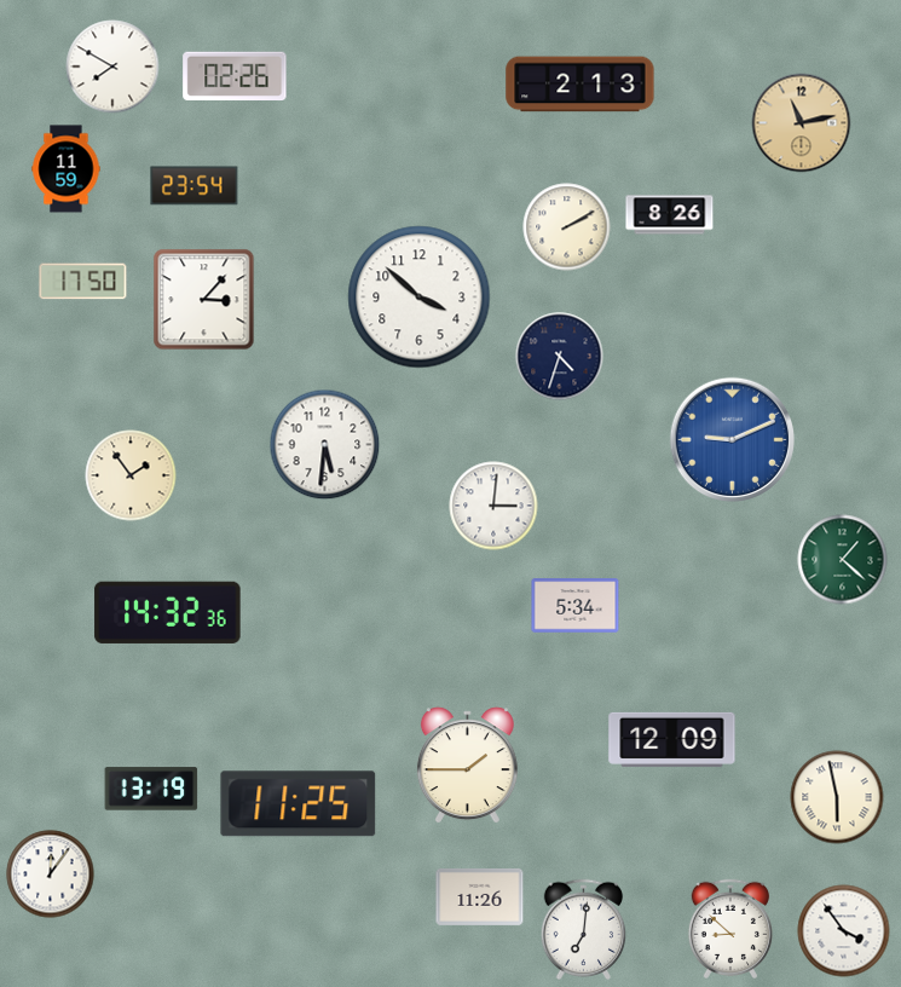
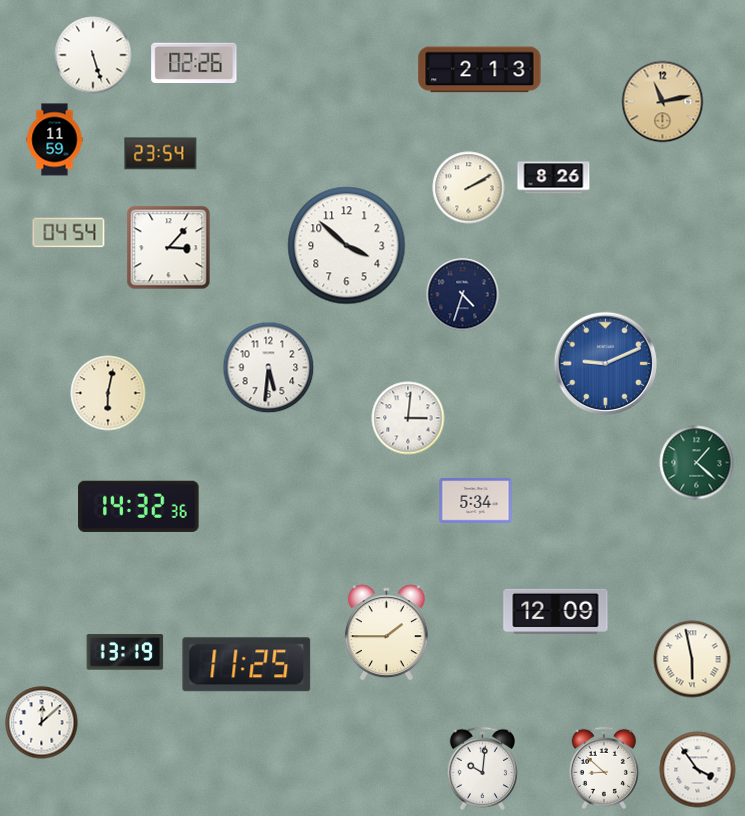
clock at (112, 67): 7:50 -> 5:27
clock at (83, 282): 17:50 -> 04:54
clock at (131, 475): 1:54 -> 6:02
clock at (51, 875): 12:06 -> 12:08
clock at (480, 896): 11:26 -> none
clock at (584, 930): 7:01 -> 10:01
